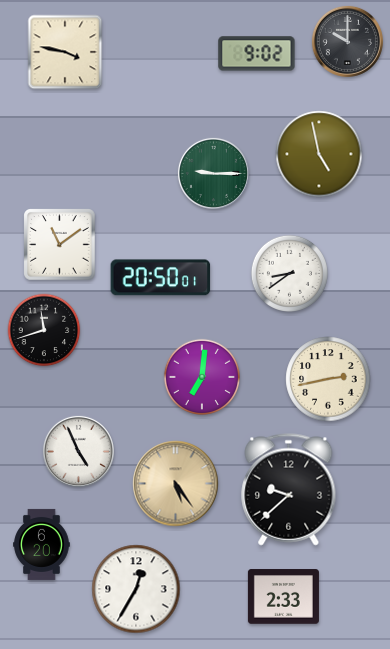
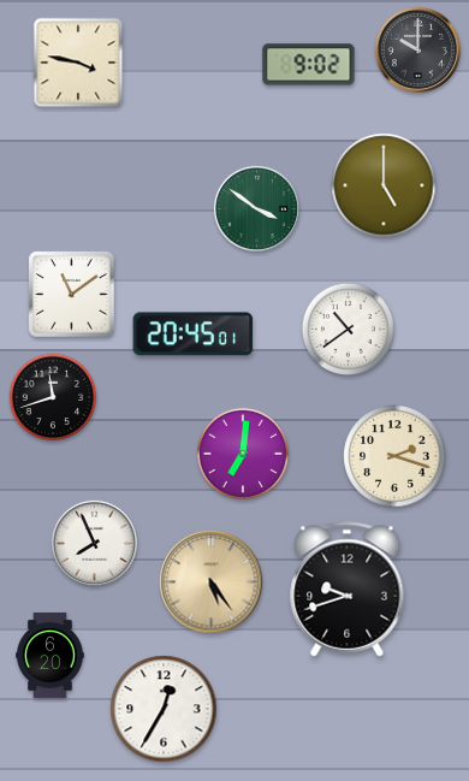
clock at (319, 154): 4:58 -> 5:00
clock at (213, 173): 9:15 -> 3:51
clock at (289, 273): 8:39 -> 10:39
clock at (161, 278): 20:50 -> 20:45
clock at (328, 379): 2:43 -> 2:18
clock at (78, 451): 4:56 -> 7:56
clock at (289, 490): 9:38 -> 9:42
clock at (283, 597): 2:33 -> none
